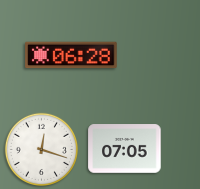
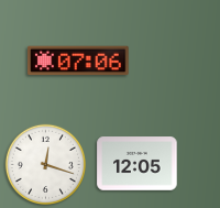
clock at (71, 55): 06:28 -> 07:06
clock at (125, 149): 07:05 -> 12:05
